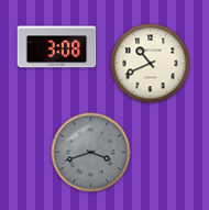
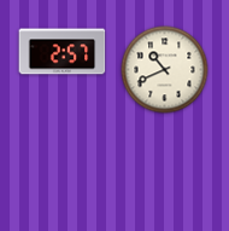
clock at (57, 47): 3:08 -> 2:57
clock at (91, 153): 3:42 -> none
